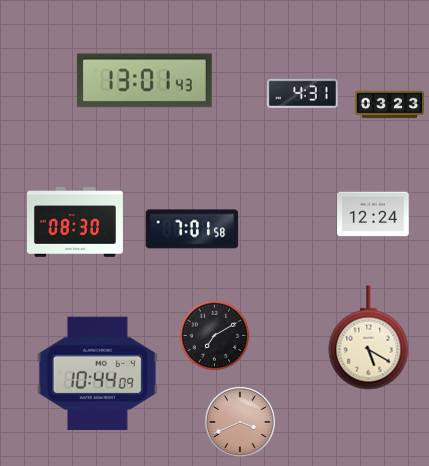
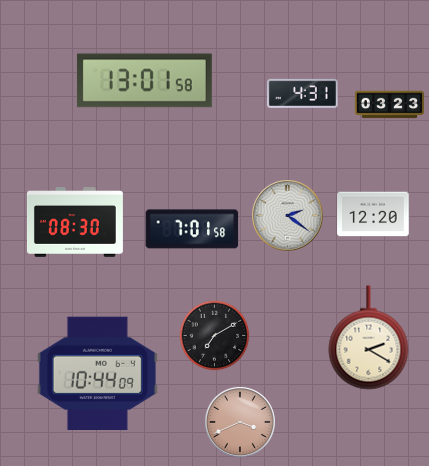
clock at (144, 81): 13:01:43 -> 13:01:58
clock at (373, 214): 12:24 -> 12:20
clock at (288, 216): none -> 2:21
clock at (369, 338): 5:20 -> 2:20
